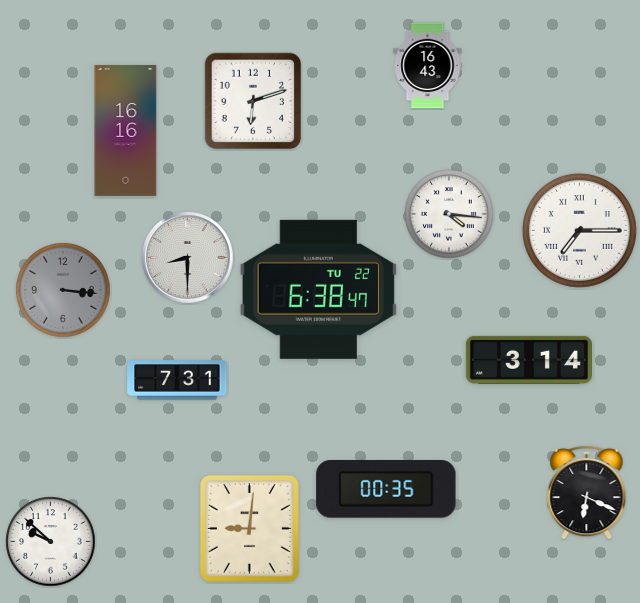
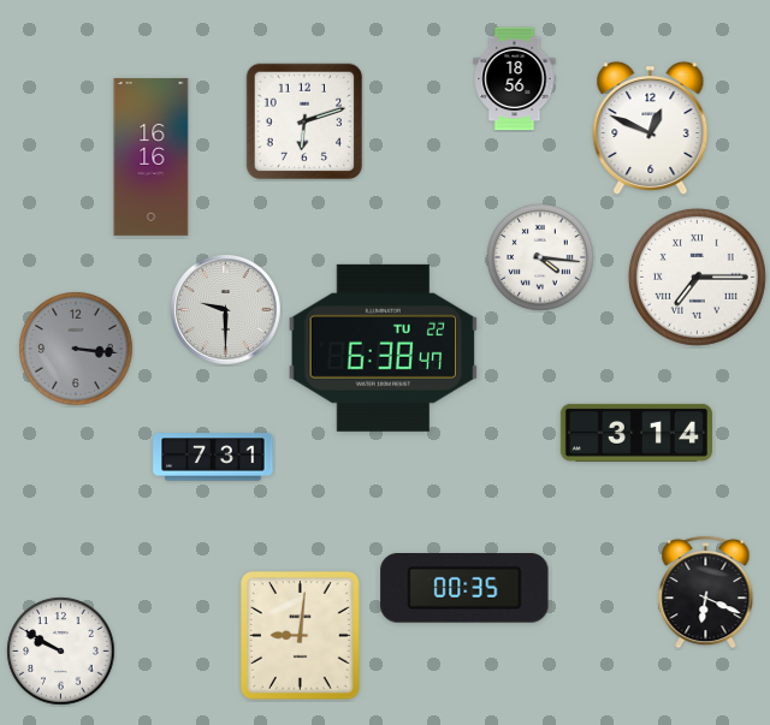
clock at (428, 66): 16:43 -> 18:56
clock at (651, 129): none -> 12:49
clock at (188, 258): 8:30 -> 9:30
clock at (51, 542): 9:52 -> 9:50
